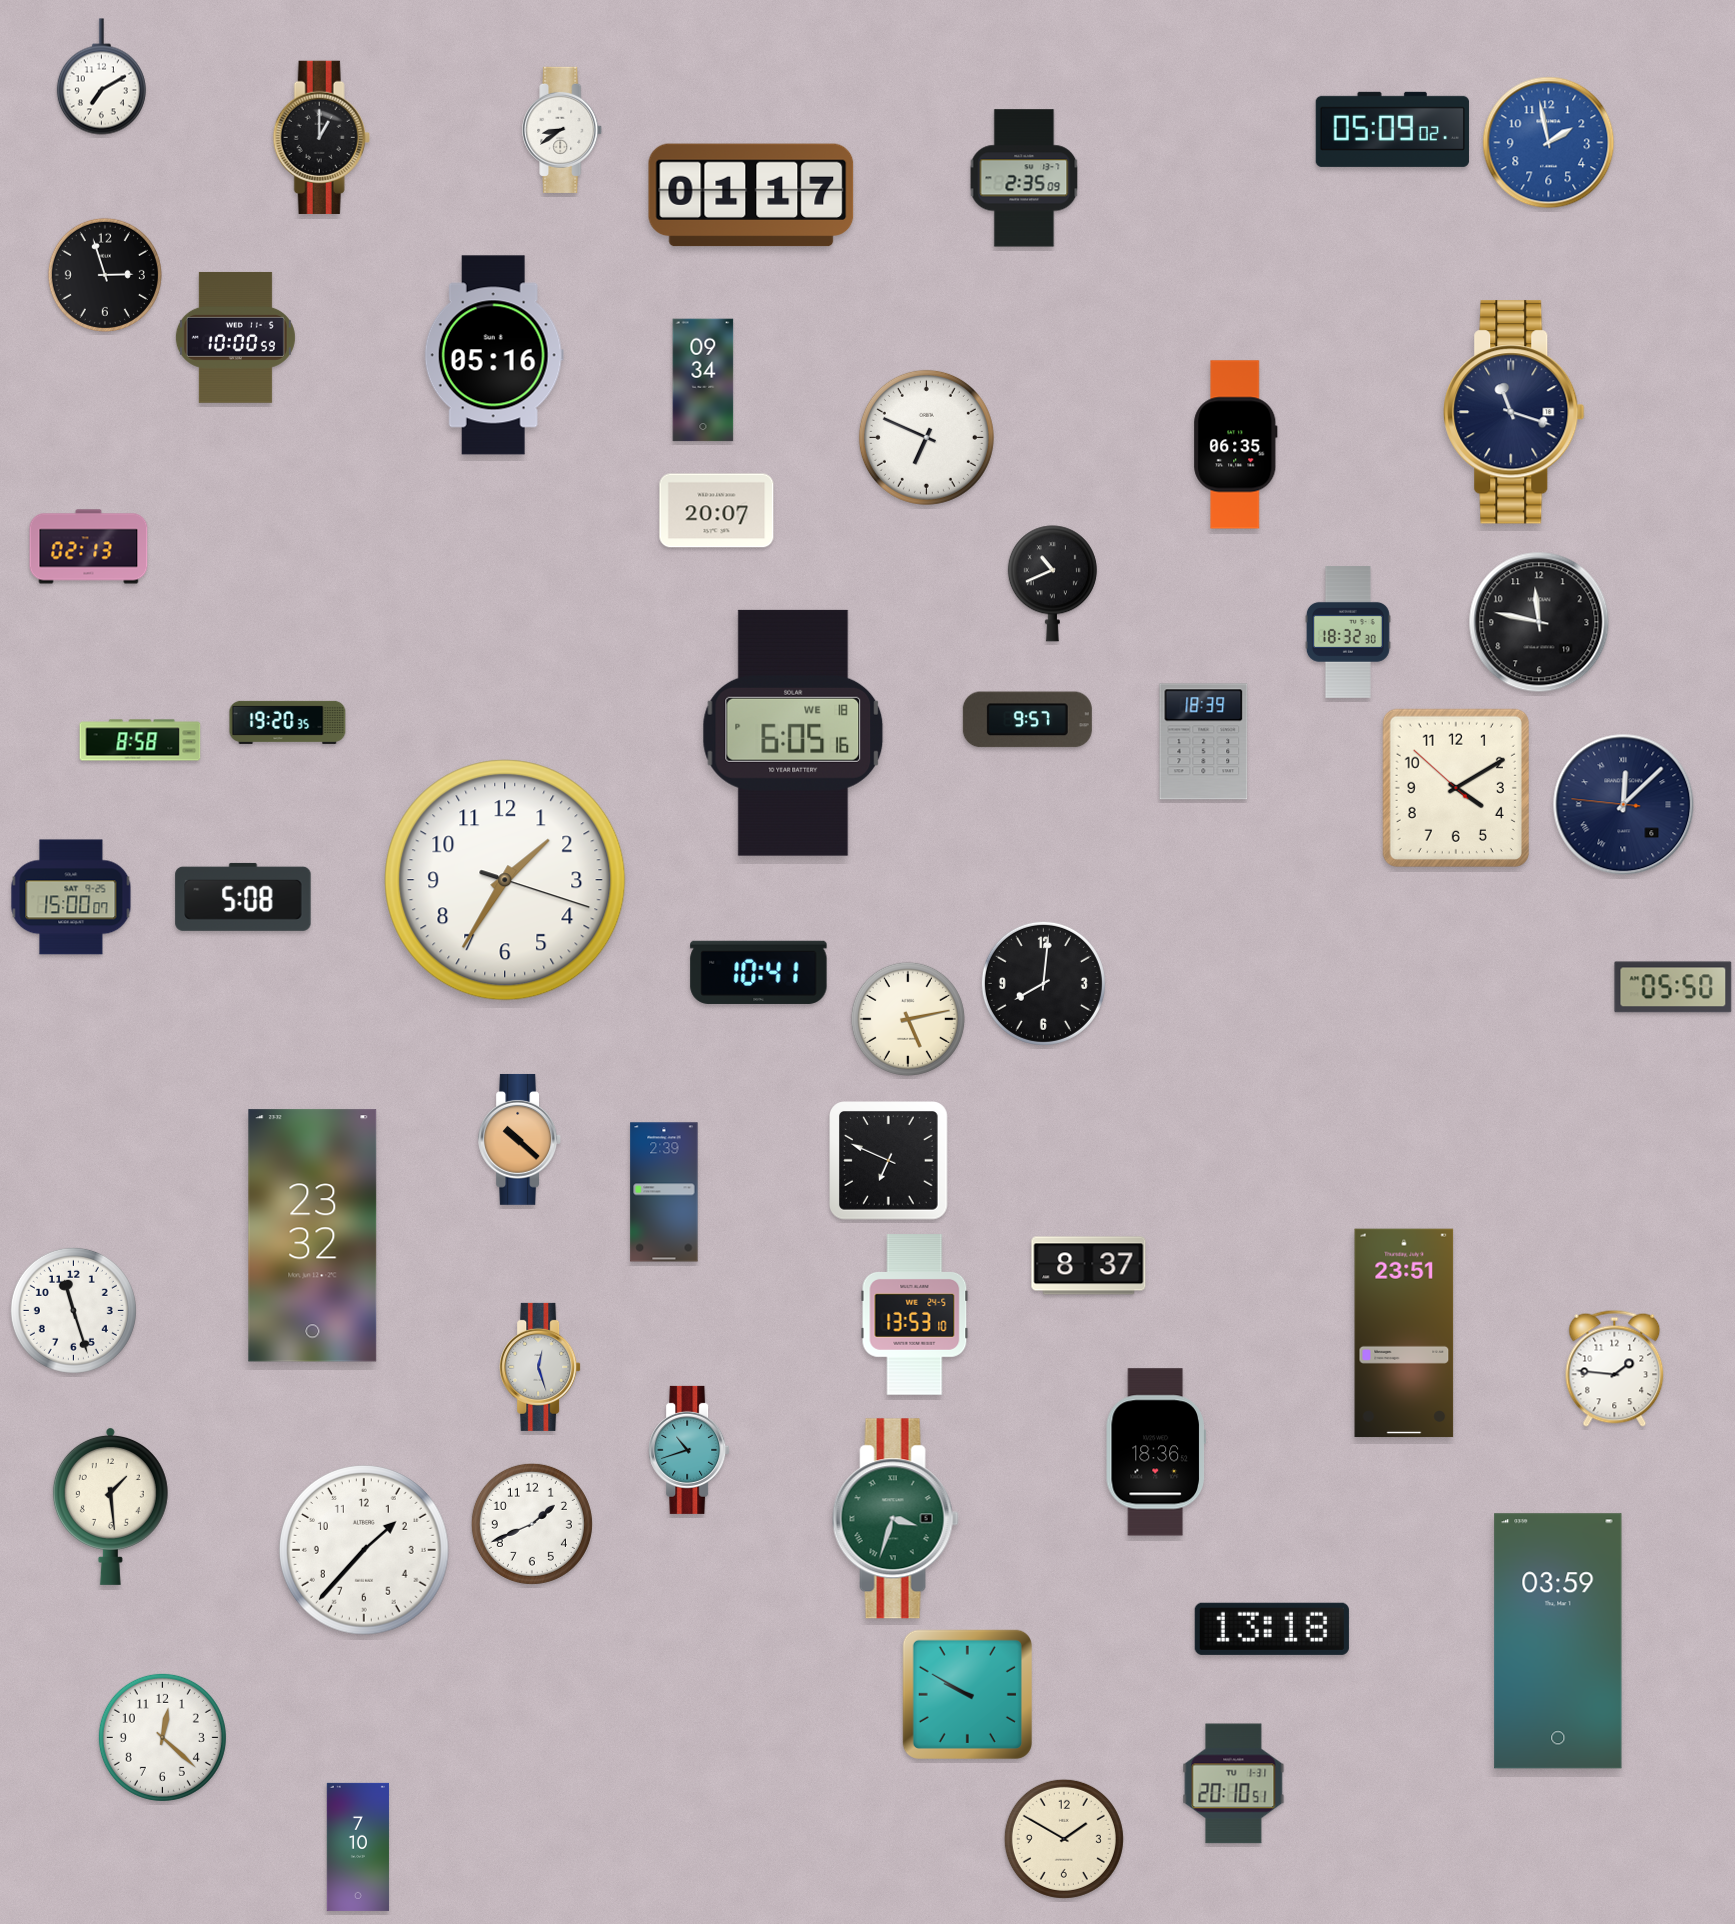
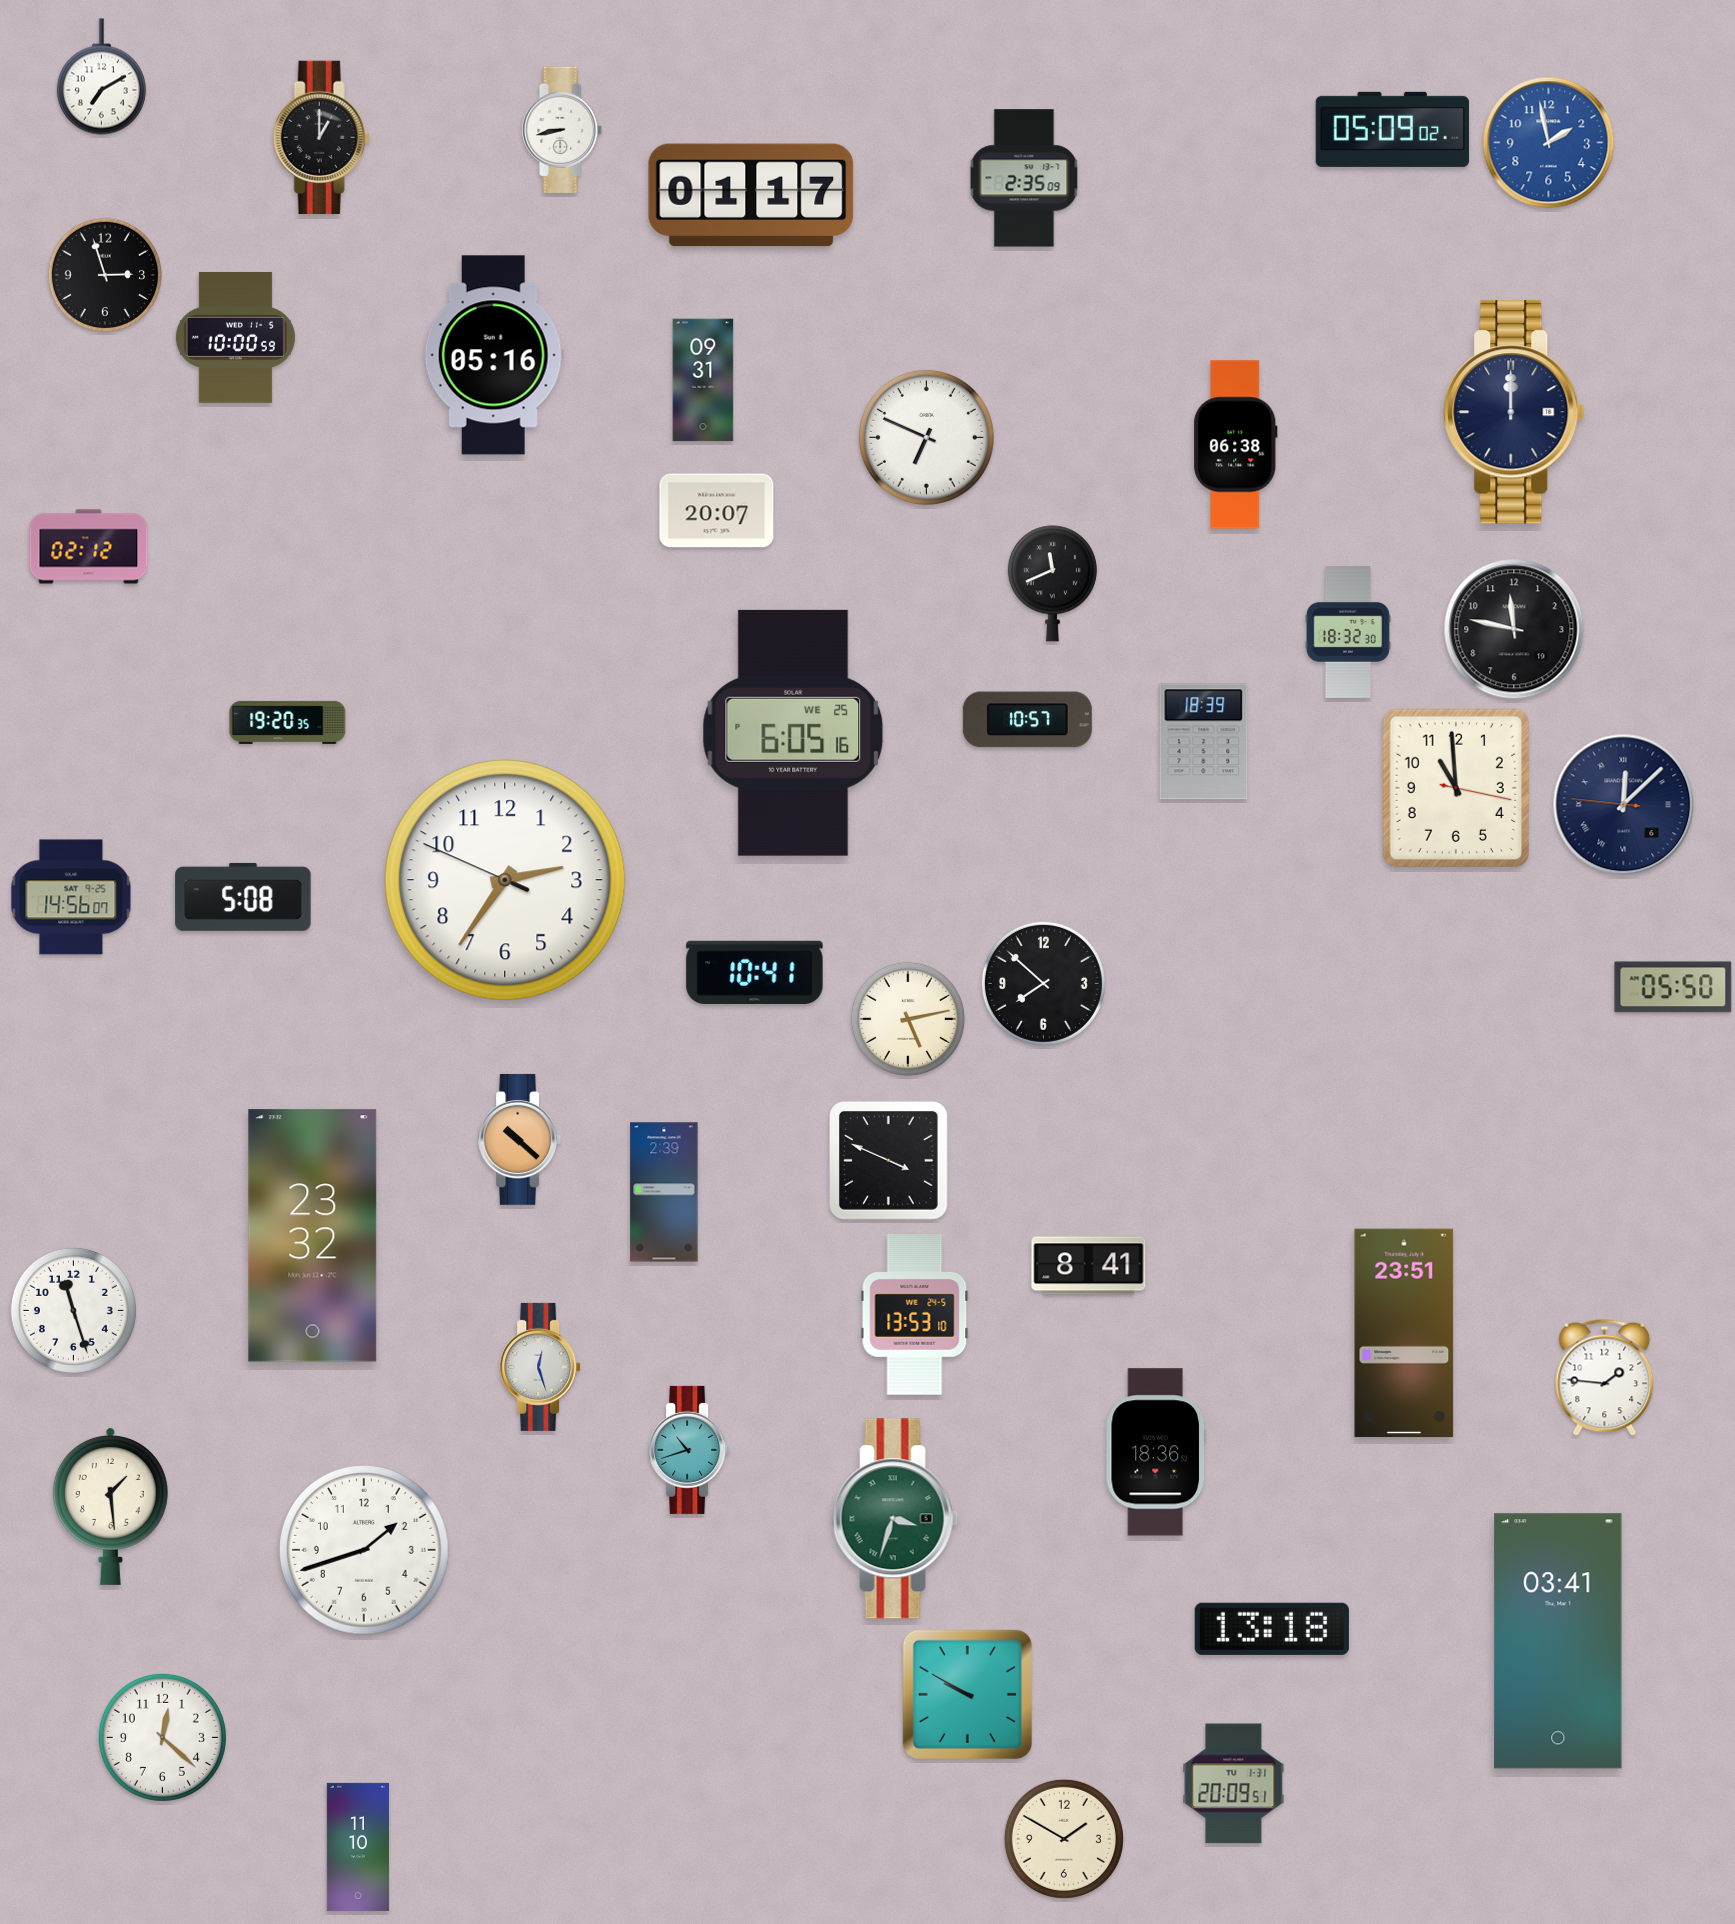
clock at (563, 130): 8:39 -> 8:43
clock at (703, 380): 09:34 -> 09:31
clock at (1514, 412): 11:18 -> 12:00
clock at (1236, 445): 06:35 -> 06:38
clock at (89, 547): 02:13 -> 02:12
clock at (1052, 584): 10:41 -> 11:41
clock at (1539, 622) position: (1539, 622) -> (1514, 629)
clock at (1027, 720): 9:57 -> 10:57
clock at (793, 733) date: WE 18 -> WE 25
clock at (140, 740): 8:58 -> none
clock at (1456, 788): 4:09 -> 10:59
clock at (505, 880): 1:35 -> 2:35
clock at (71, 897): 15:00 -> 14:56
clock at (759, 972) position: (759, 972) -> (755, 972)
clock at (1043, 983): 8:01 -> 7:52
clock at (889, 1161): 6:49 -> 3:49
clock at (1089, 1266): 8:37 -> 8:41
clock at (1615, 1368) position: (1615, 1368) -> (1605, 1377)
clock at (532, 1524): 1:41 -> none
clock at (364, 1550): 1:37 -> 1:42
clock at (1558, 1641): 03:59 -> 03:41
clock at (1234, 1784): 20:10 -> 20:09
clock at (358, 1847): 7:10 -> 11:10
